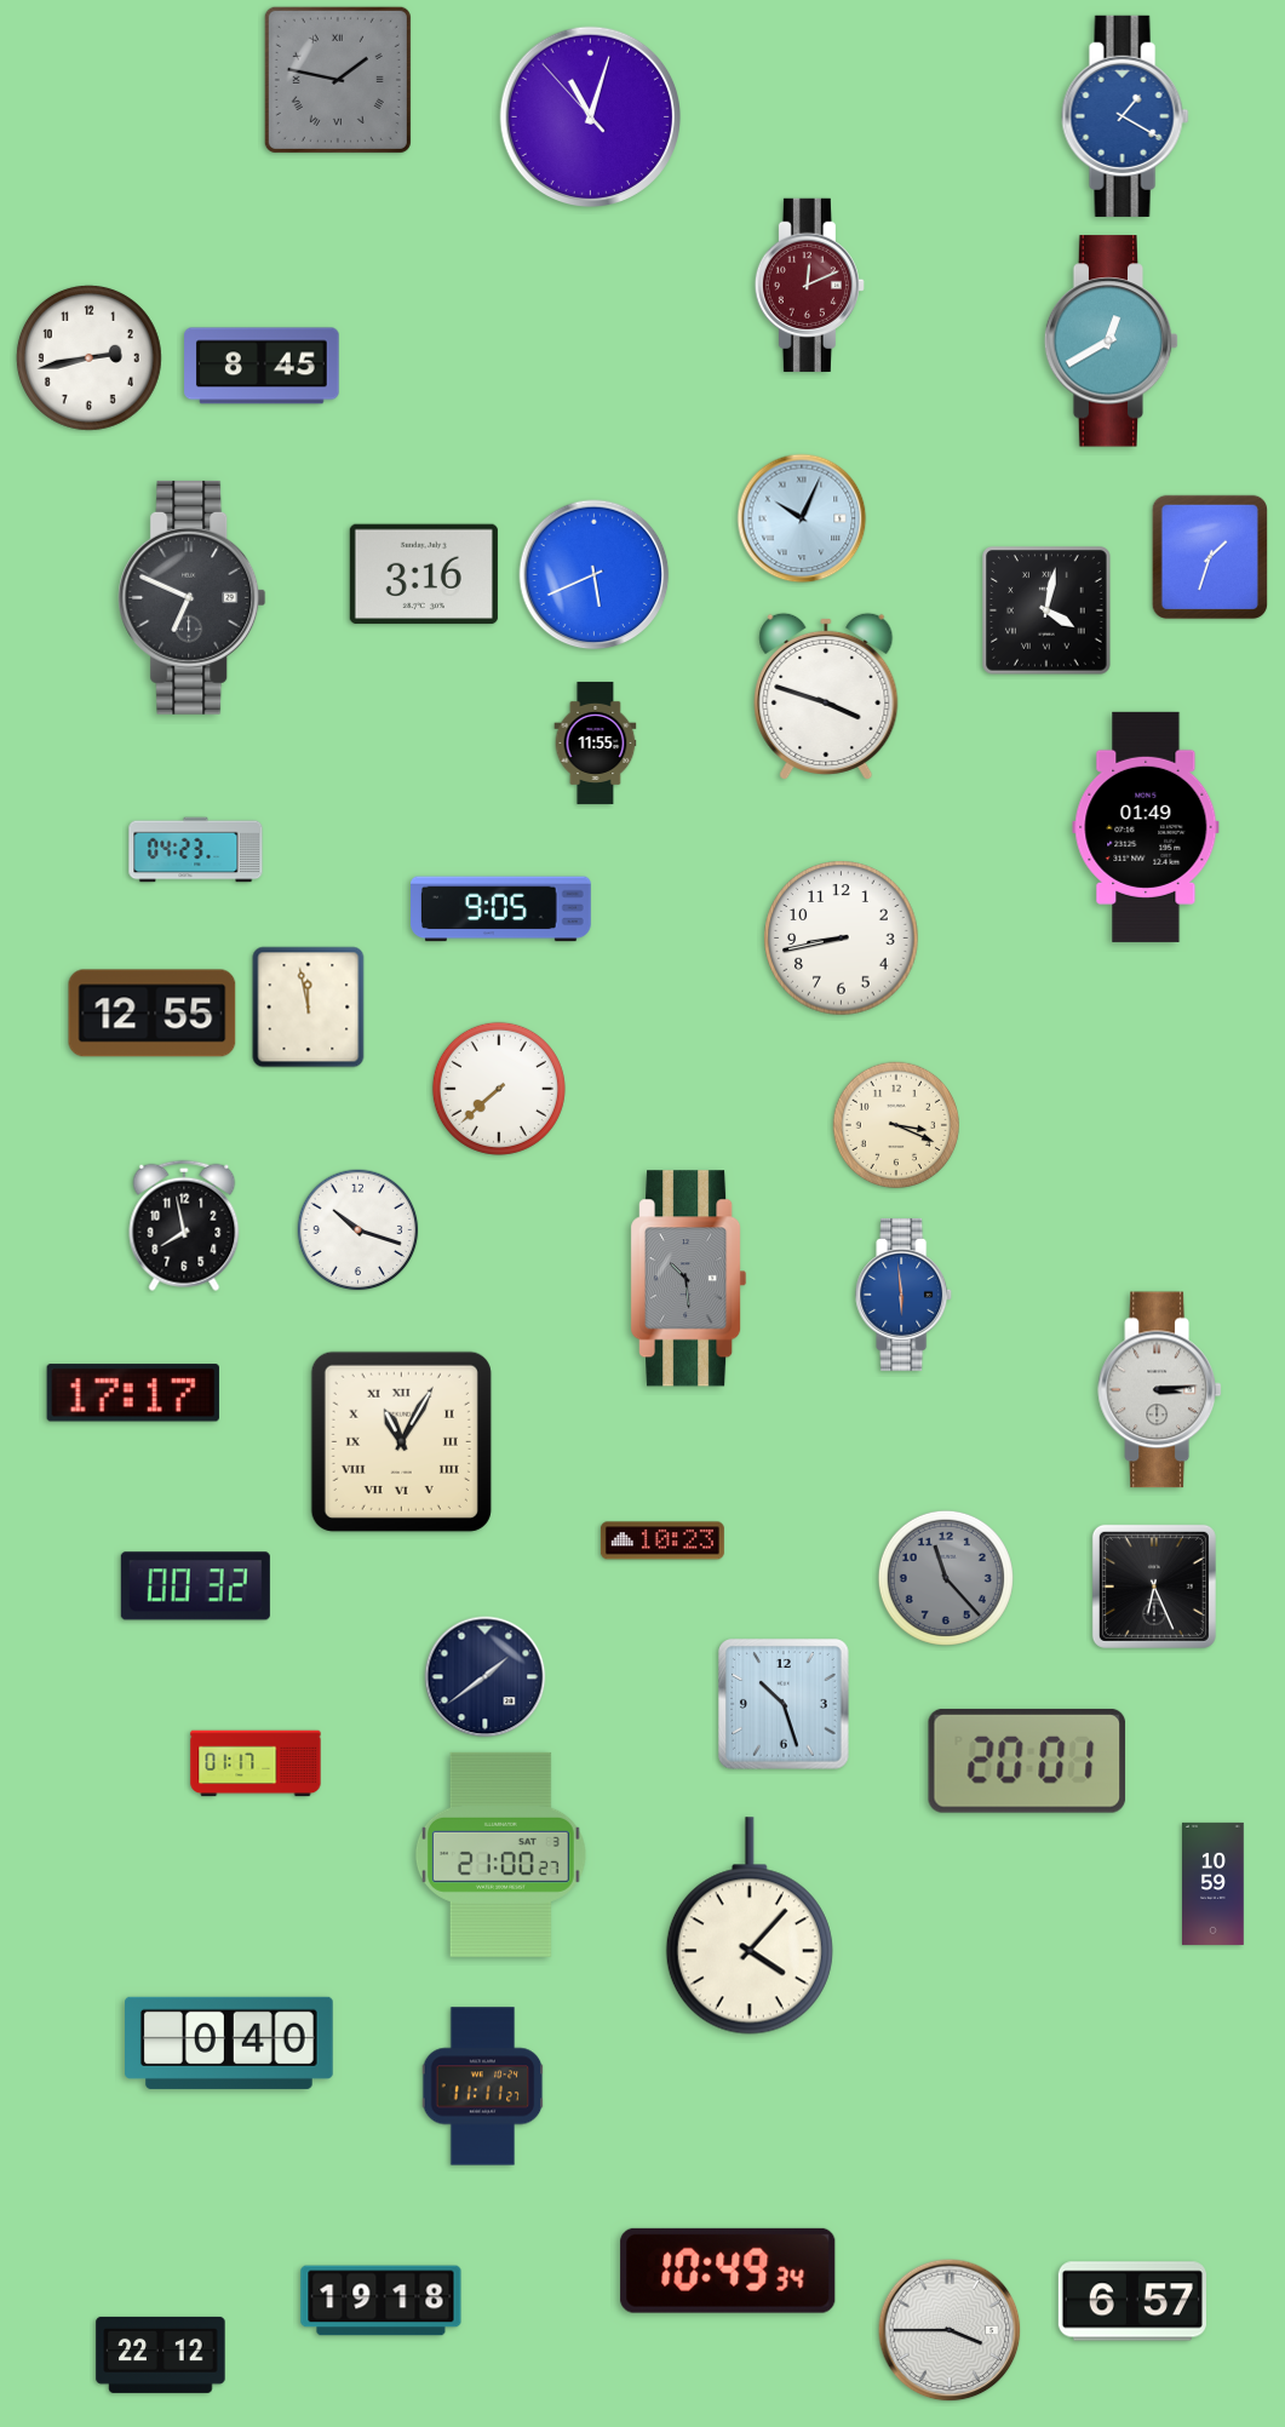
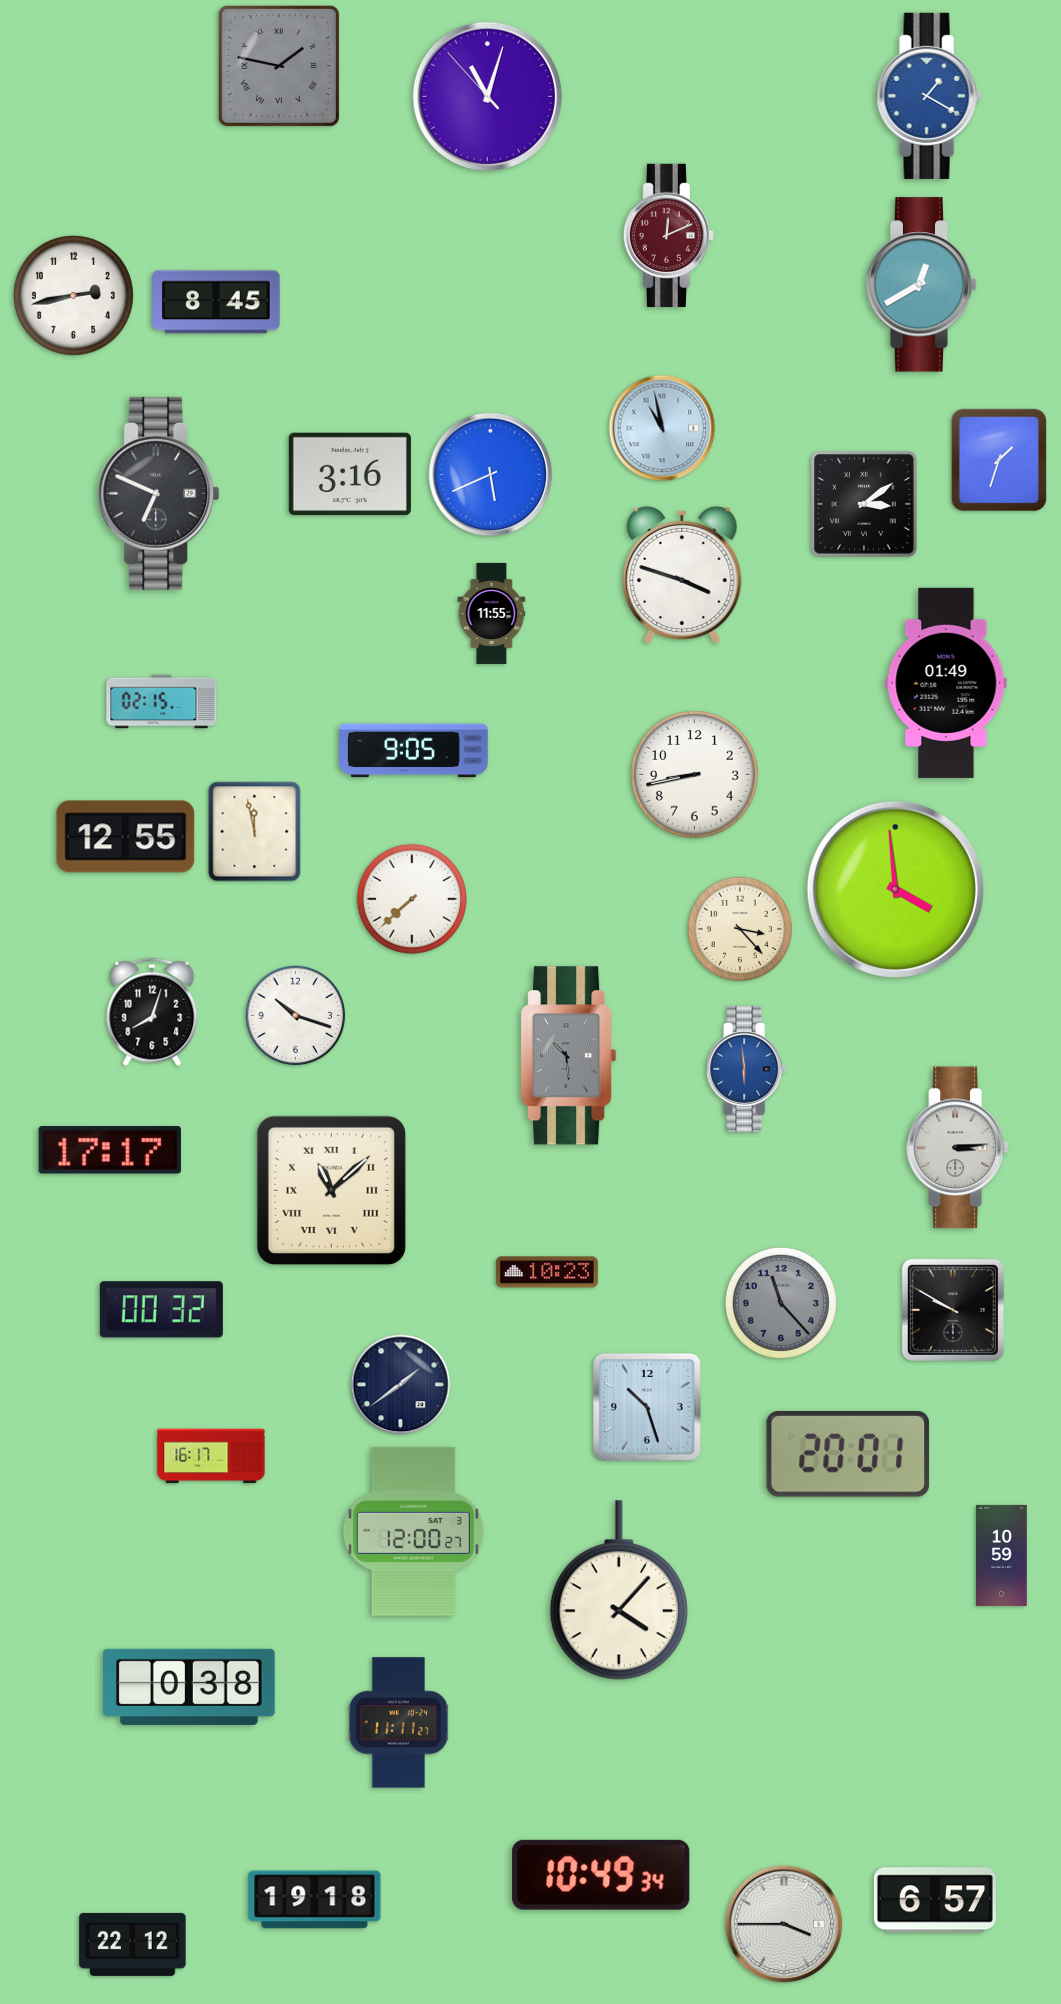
clock at (1112, 342) position: (1112, 342) -> (922, 285)
clock at (802, 518): 10:04 -> 10:58
clock at (1046, 610): 4:02 -> 3:09
clock at (196, 850): 04:23 -> 02:15
clock at (895, 889): none -> 3:59
clock at (895, 1124): 3:19 -> 3:23
clock at (184, 1226): 7:58 -> 8:03
clock at (401, 1441): 11:05 -> 11:08
clock at (1154, 1587): 6:26 -> 9:50
clock at (256, 1763): 01:17 -> 16:17
clock at (500, 1854): 21:00 -> 12:00
clock at (230, 2043): 0:40 -> 0:38
